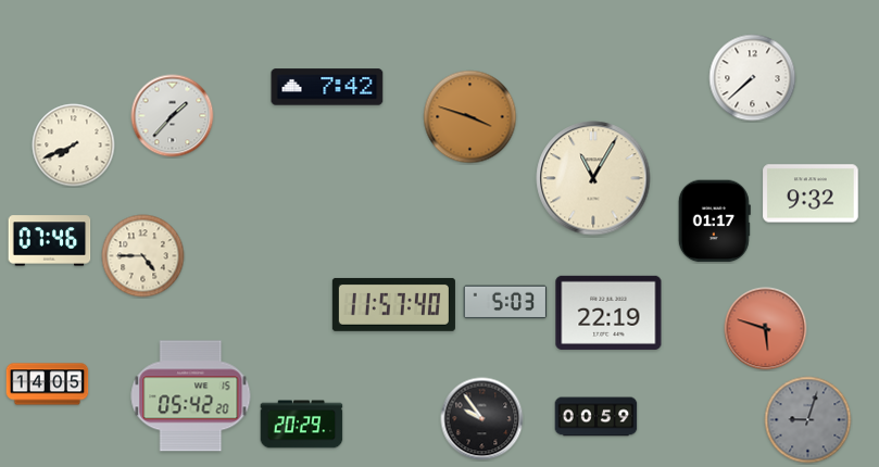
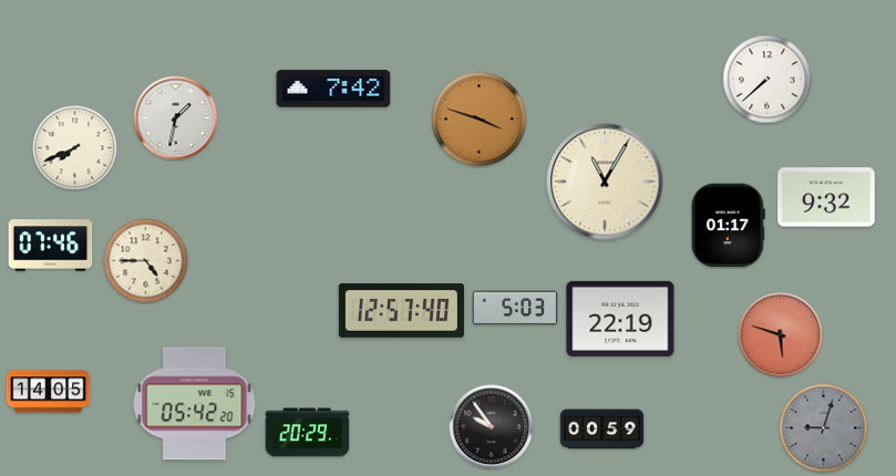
clock at (173, 116): 1:37 -> 1:32
clock at (393, 304): 11:57 -> 12:57
clock at (597, 417) position: (597, 417) -> (603, 430)
